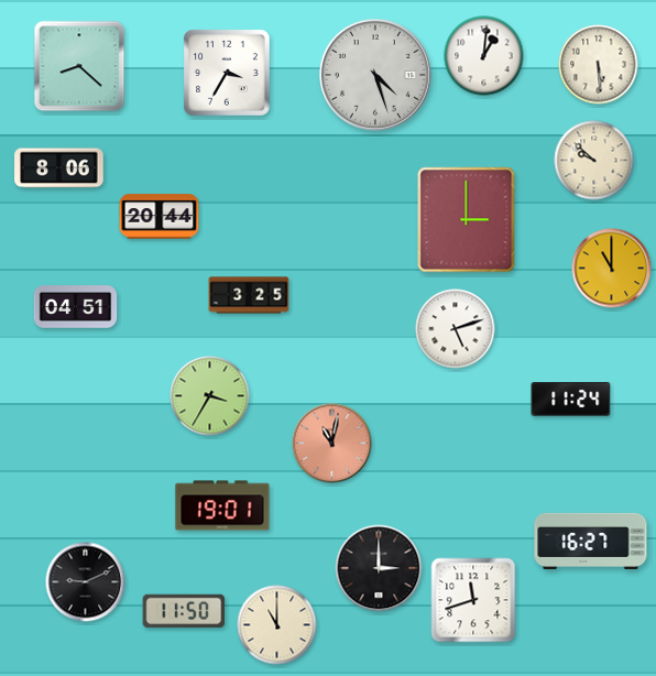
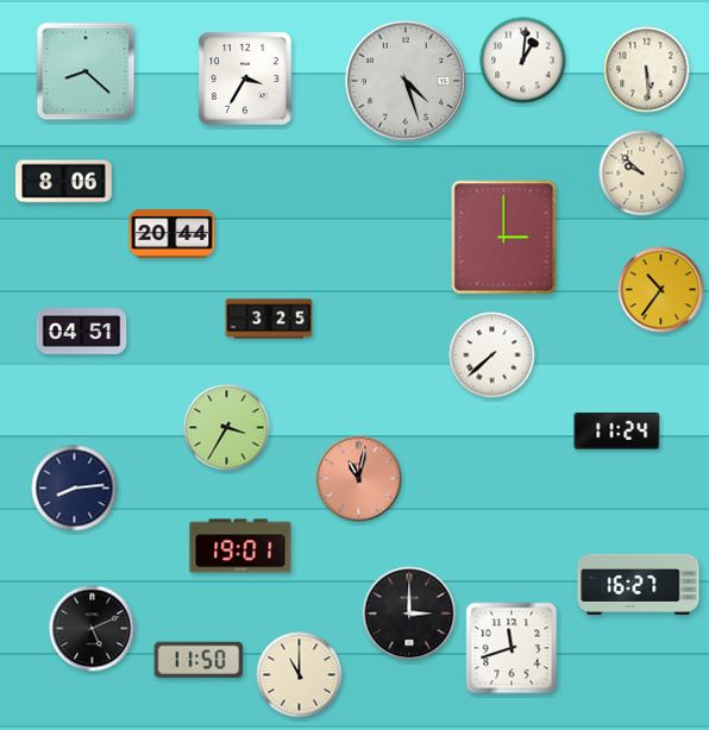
clock at (612, 269): 11:00 -> 10:36
clock at (456, 329): 5:12 -> 7:38
clock at (75, 489): none -> 8:14
clock at (86, 582): 9:11 -> 5:11
